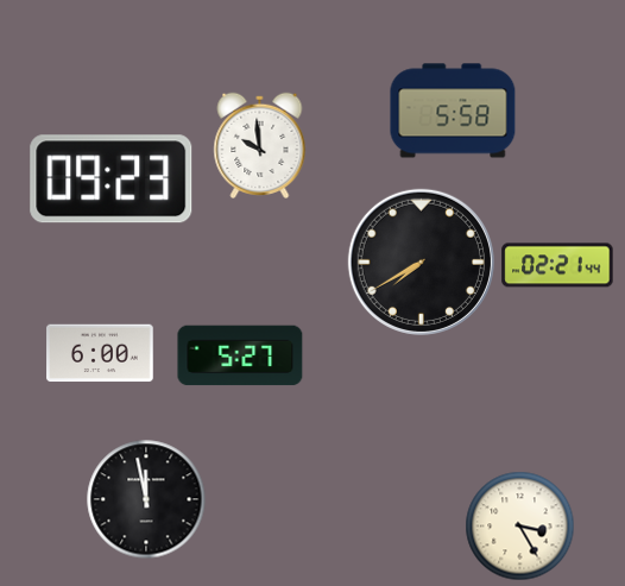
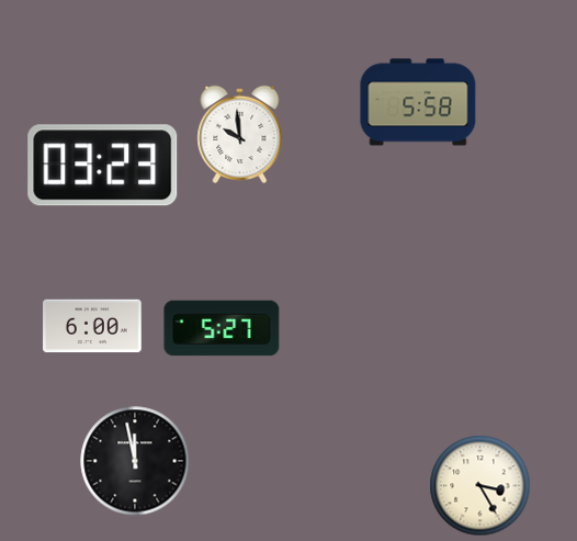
clock at (112, 179): 09:23 -> 03:23
clock at (421, 262): 7:40 -> none
clock at (557, 265): 02:21 -> none
